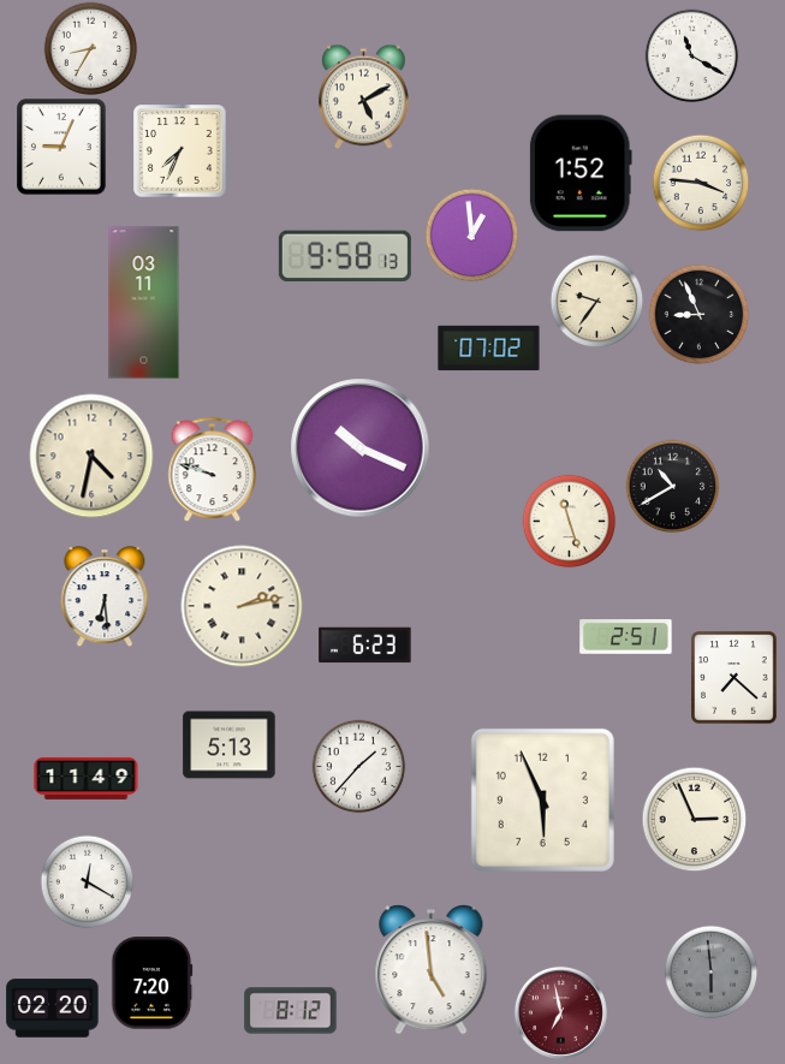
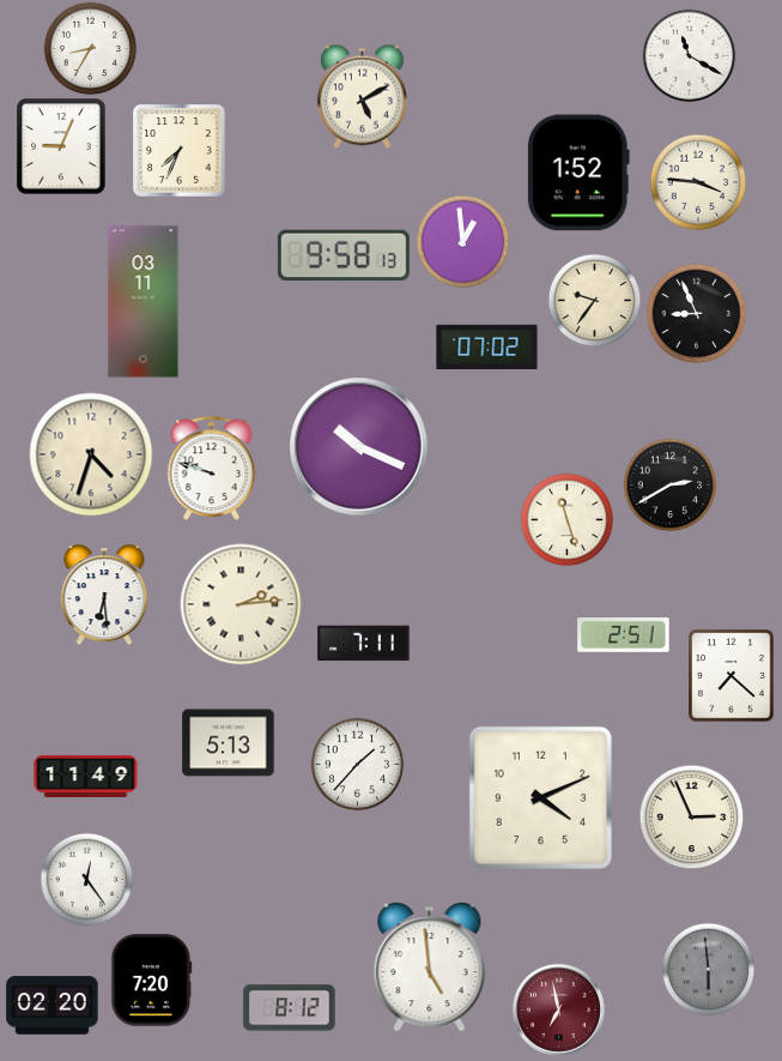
clock at (471, 234) position: (471, 234) -> (462, 241)
clock at (91, 456): 4:32 -> 4:33
clock at (672, 486): 10:40 -> 2:40
clock at (242, 606): 2:13 -> 2:14
clock at (365, 646): 6:23 -> 7:11
clock at (542, 800): 5:56 -> 4:11
clock at (87, 881): 12:20 -> 12:24
